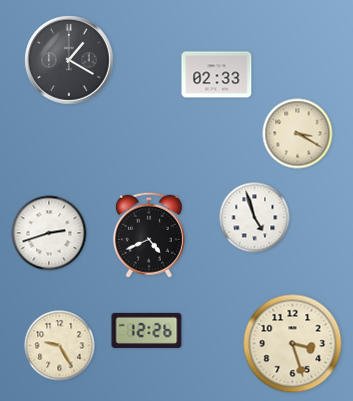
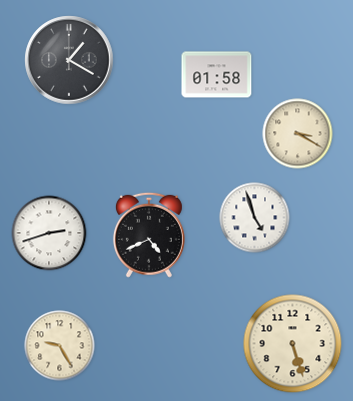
clock at (217, 75): 02:33 -> 01:58
clock at (147, 330): 12:26 -> none
clock at (293, 344): 3:27 -> 5:27
